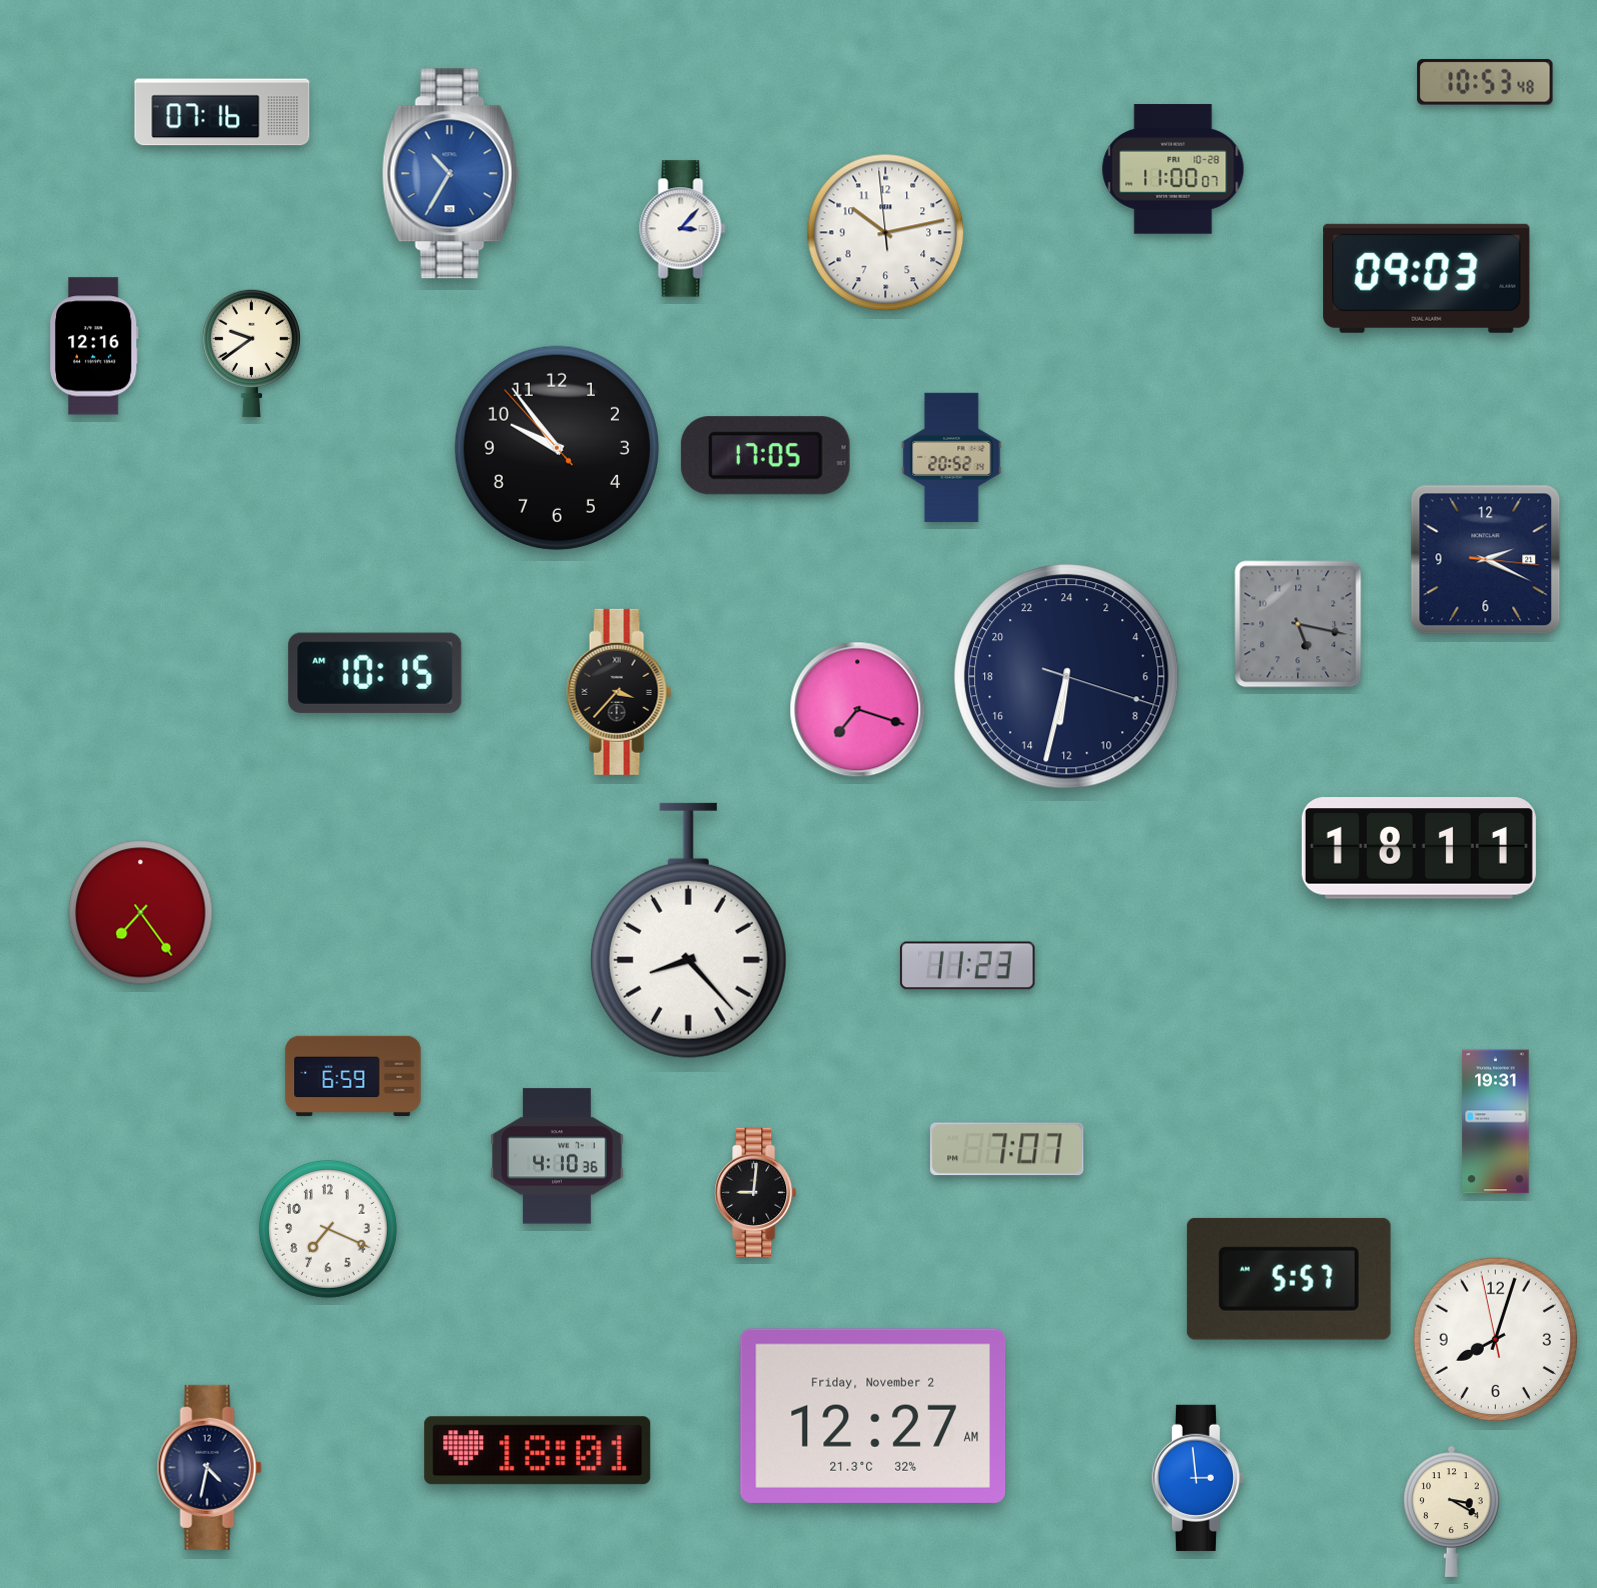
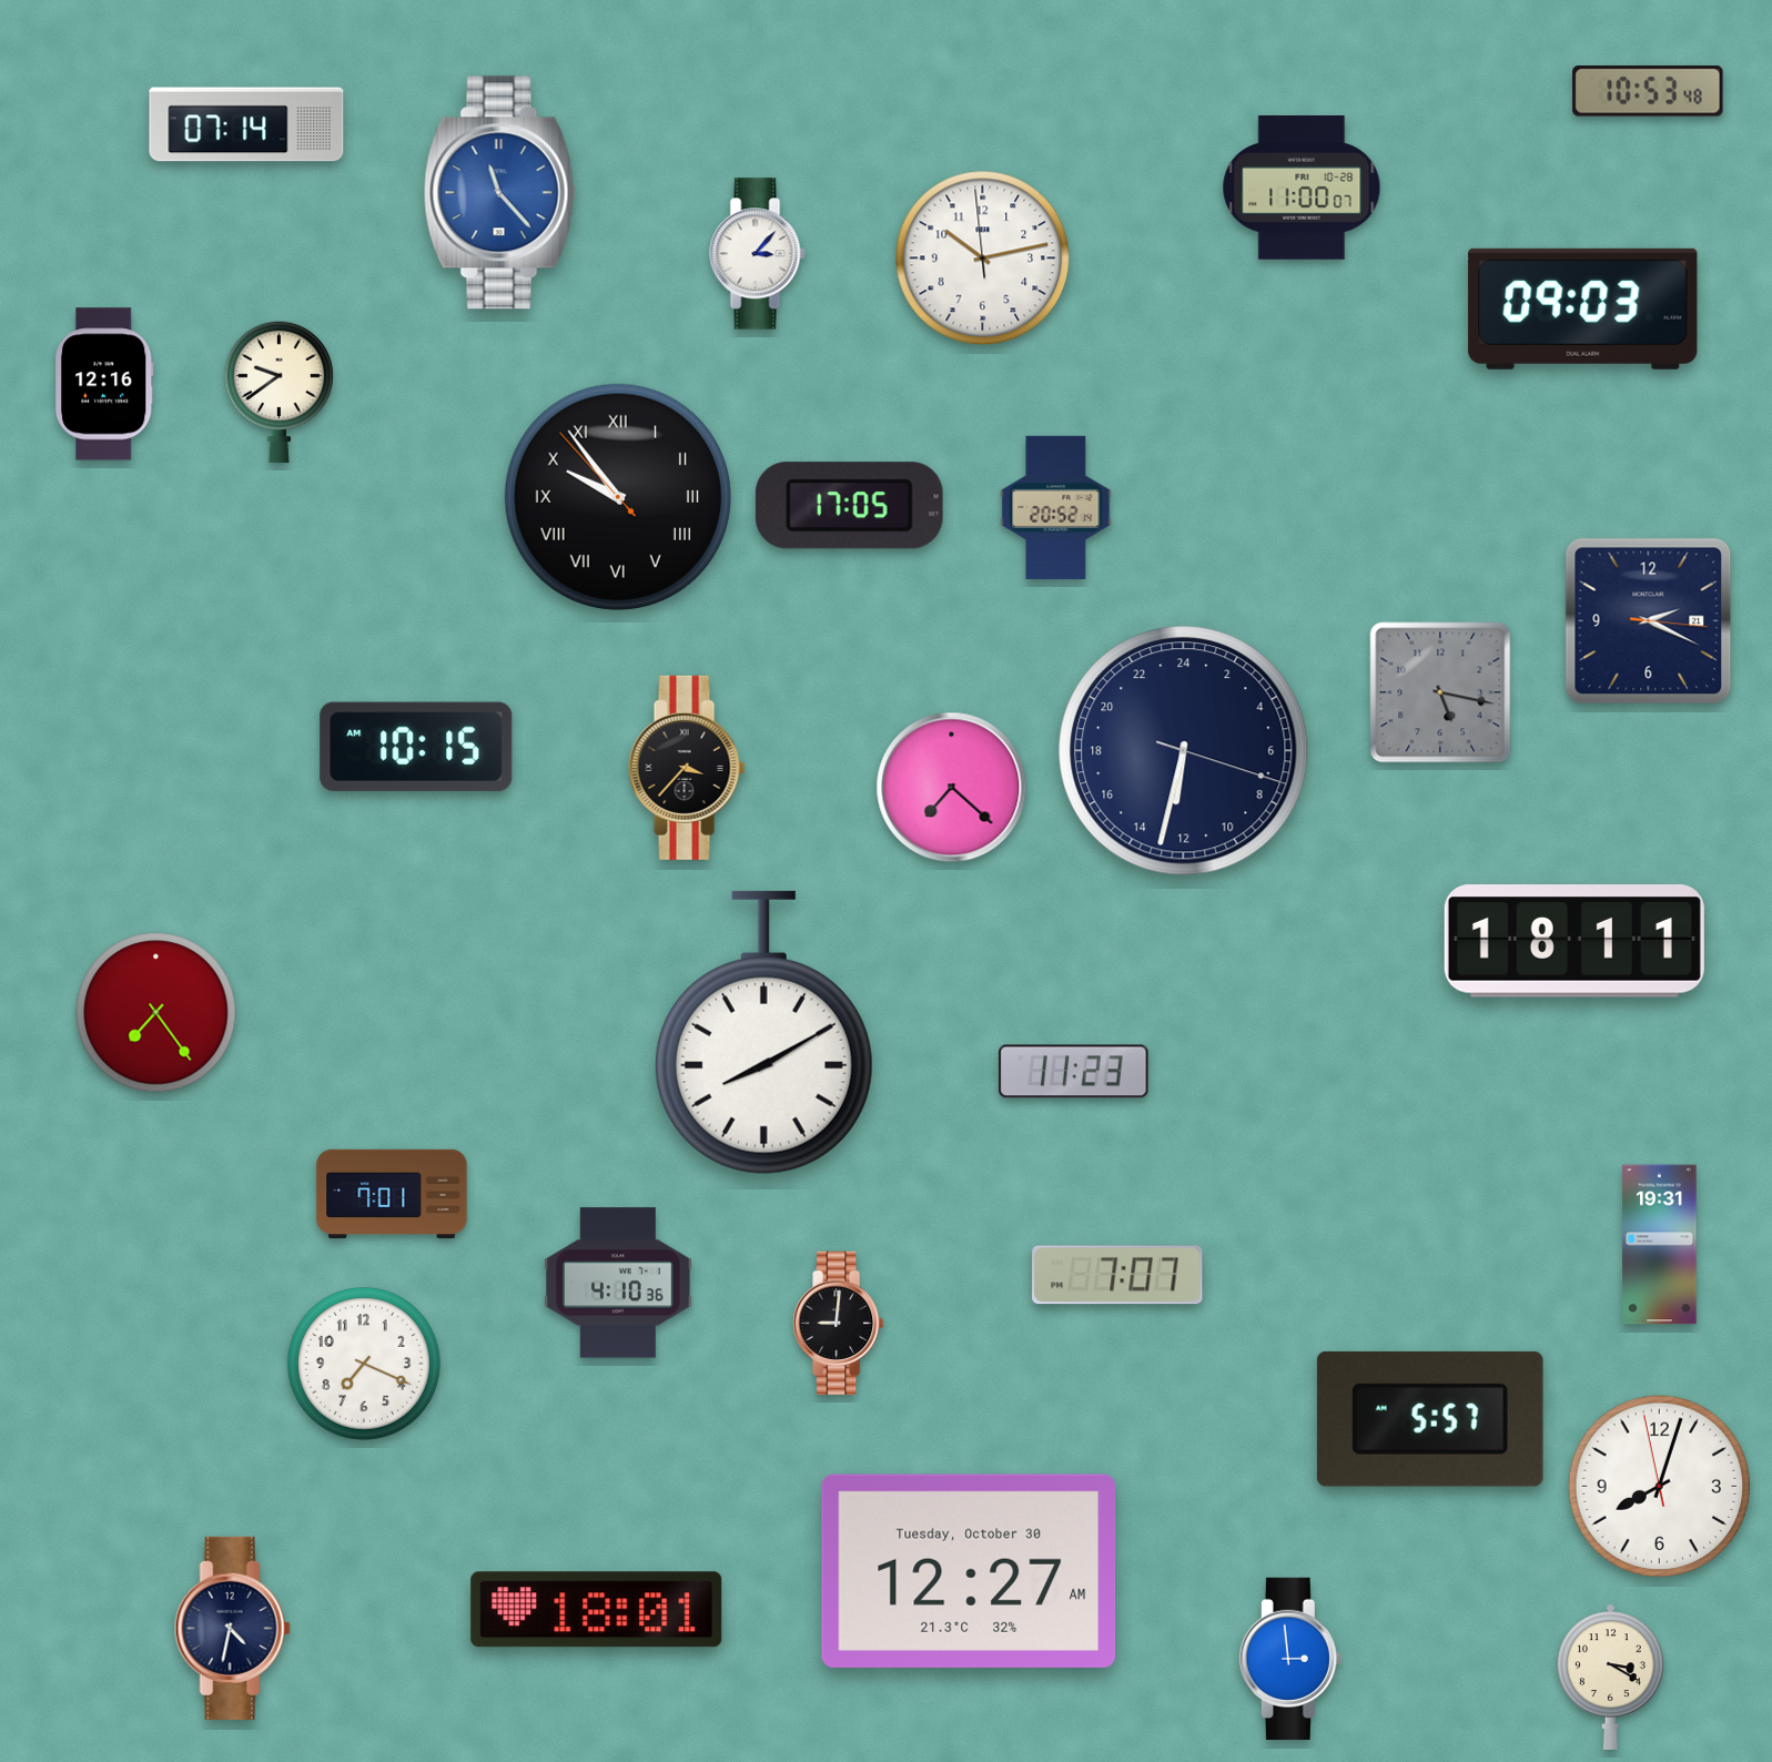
clock at (222, 112): 07:16 -> 07:14
clock at (450, 174): 10:35 -> 11:23
clock at (557, 448) numerals: Arabic -> Roman
clock at (858, 710): 7:18 -> 7:22
clock at (688, 931): 8:23 -> 8:10
clock at (353, 1076): 6:59 -> 7:01
clock at (873, 1416) date: Friday, November 2 -> Tuesday, October 30
clock at (1198, 1478) position: (1198, 1478) -> (1290, 1659)
